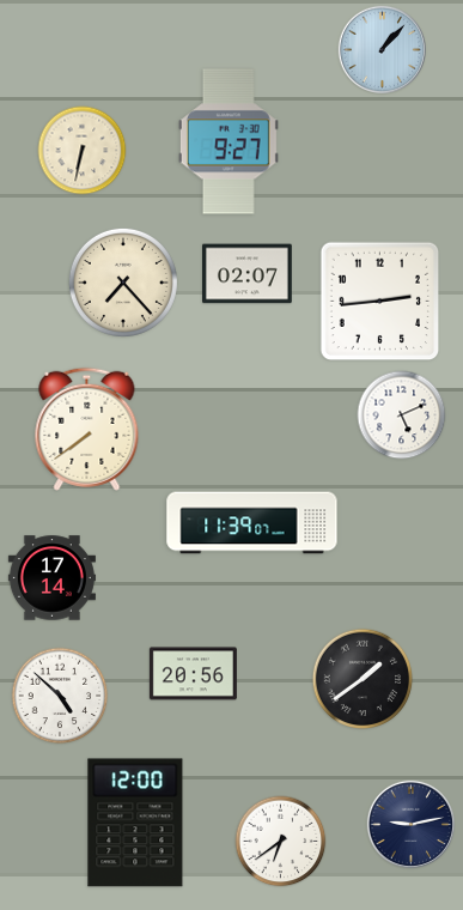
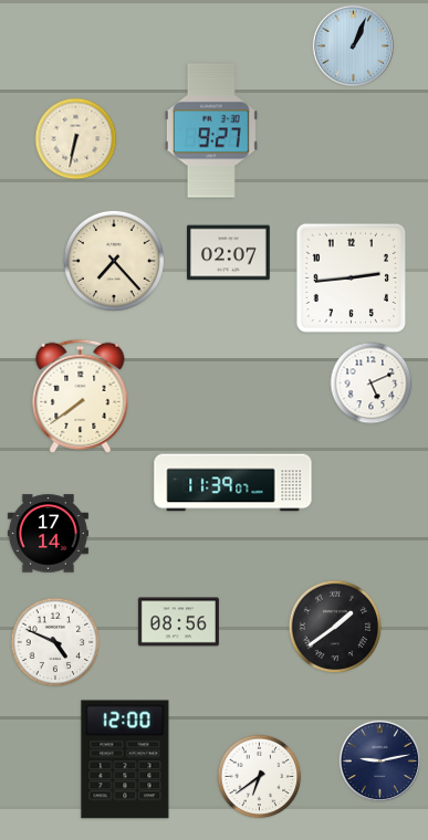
clock at (383, 50): 1:07 -> 1:04
clock at (193, 674): 20:56 -> 08:56
clock at (60, 696): 4:52 -> 4:49
